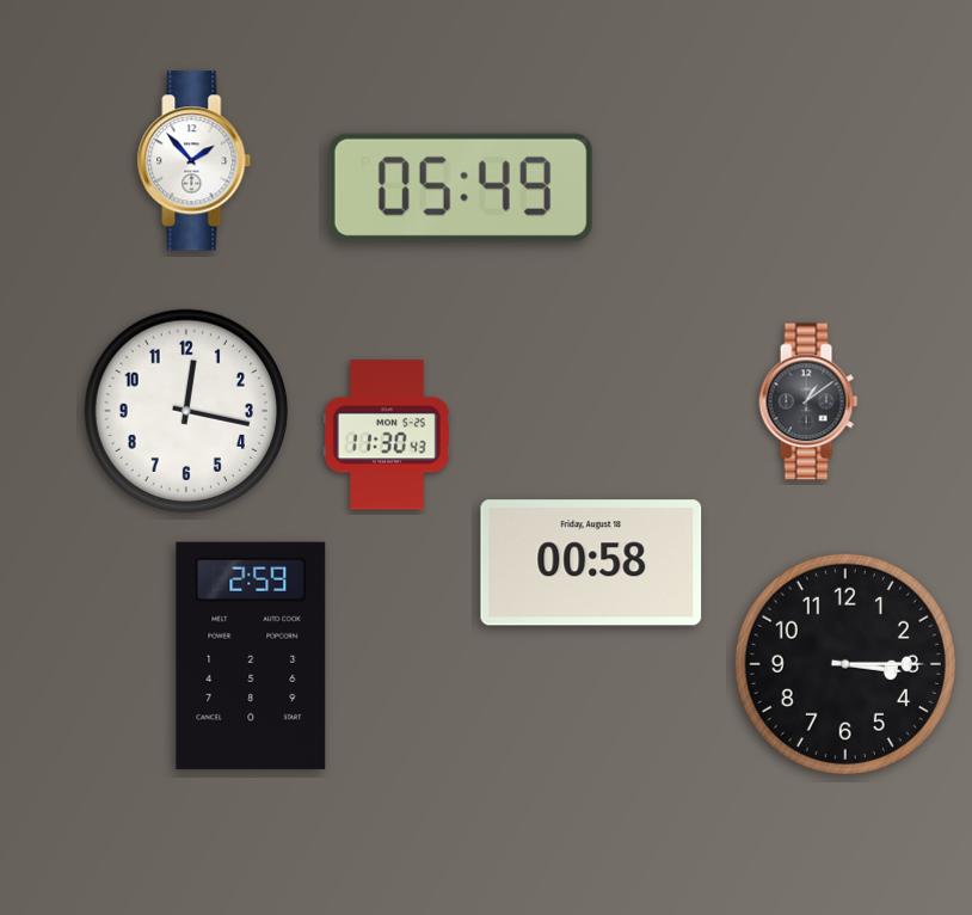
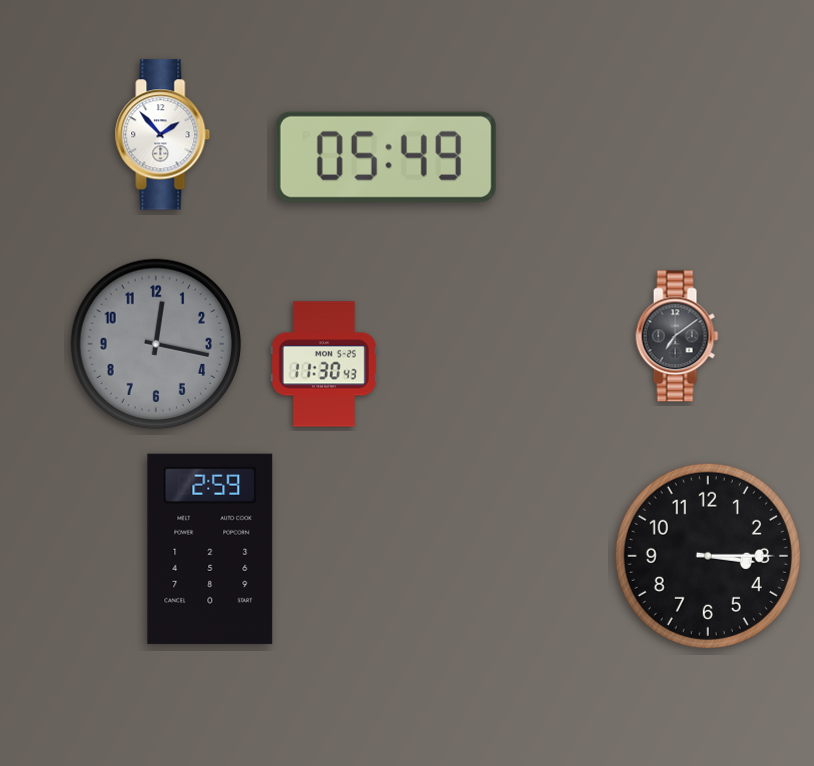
clock at (808, 401): 1:09 -> 7:09
clock at (186, 411) dial: white -> grey
clock at (591, 563): 00:58 -> none
